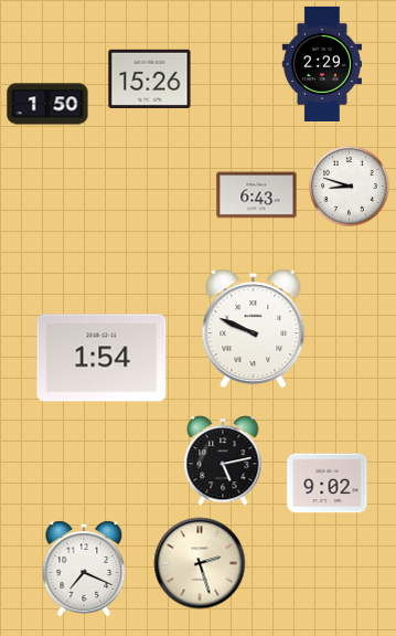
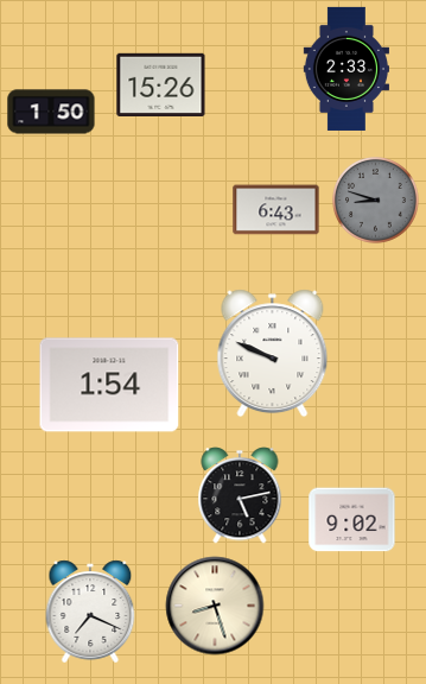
clock at (321, 64): 2:29 -> 2:33
clock at (349, 185) dial: white -> grey
clock at (200, 563): 2:27 -> 8:27
